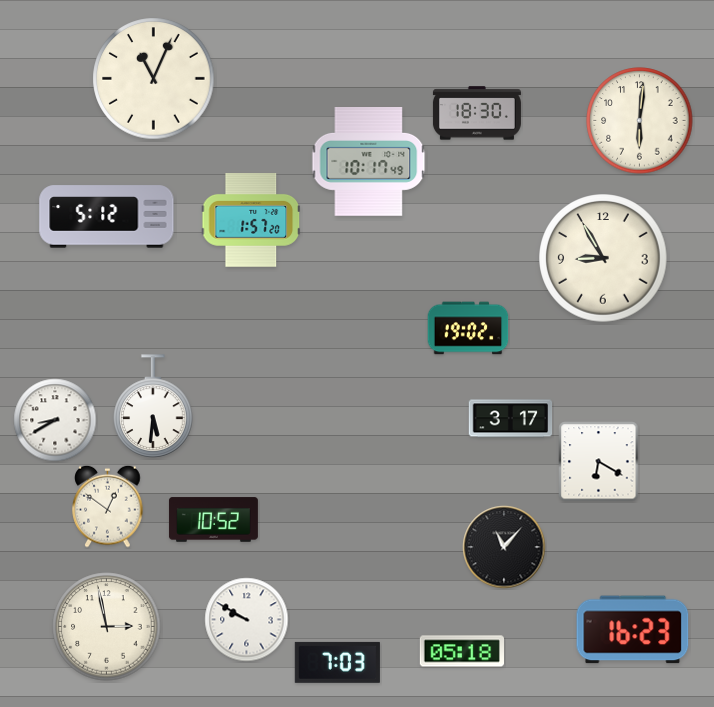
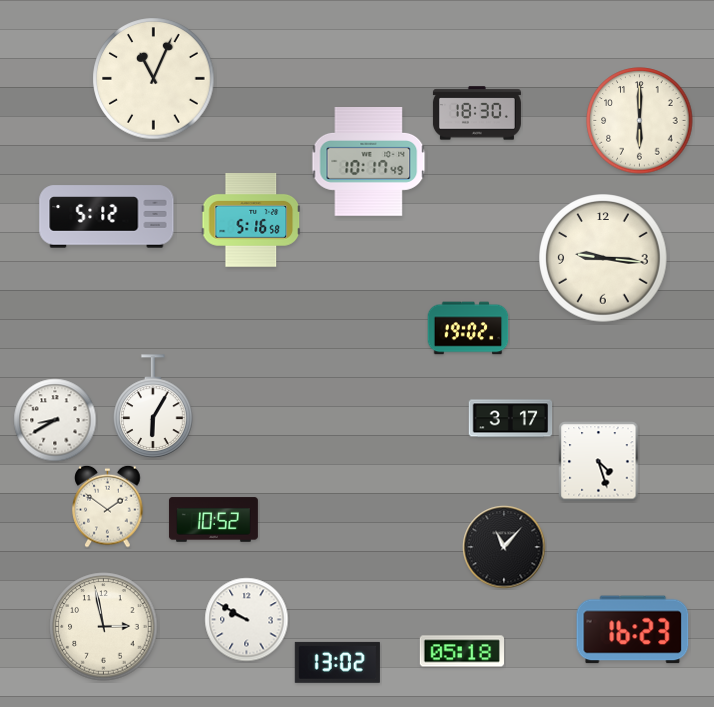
clock at (640, 121): 6:01 -> 6:00
clock at (251, 221): 1:57 -> 5:16
clock at (603, 258): 8:55 -> 9:16
clock at (153, 406): 5:31 -> 6:05
clock at (599, 462): 6:20 -> 4:27
clock at (108, 506): 12:51 -> 1:51
clock at (107, 627) position: (107, 627) -> (104, 627)
clock at (337, 662): 7:03 -> 13:02
